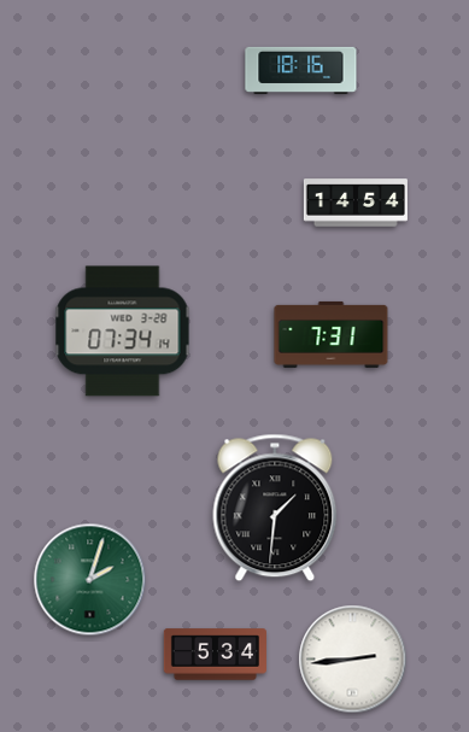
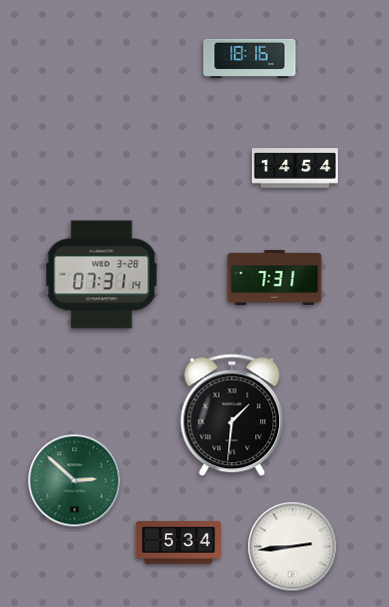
clock at (123, 332): 07:34 -> 07:31
clock at (275, 508) position: (275, 508) -> (232, 415)
clock at (90, 580): 2:03 -> 2:52
